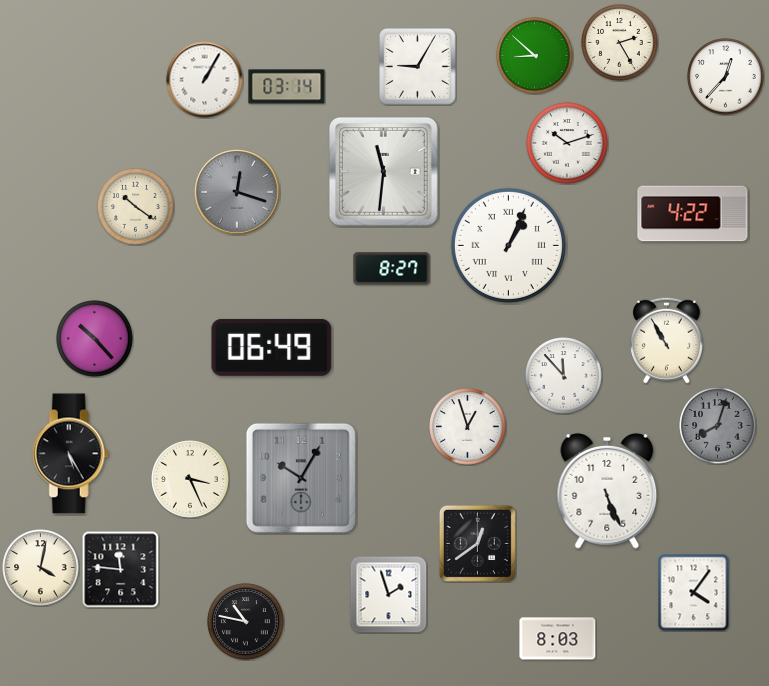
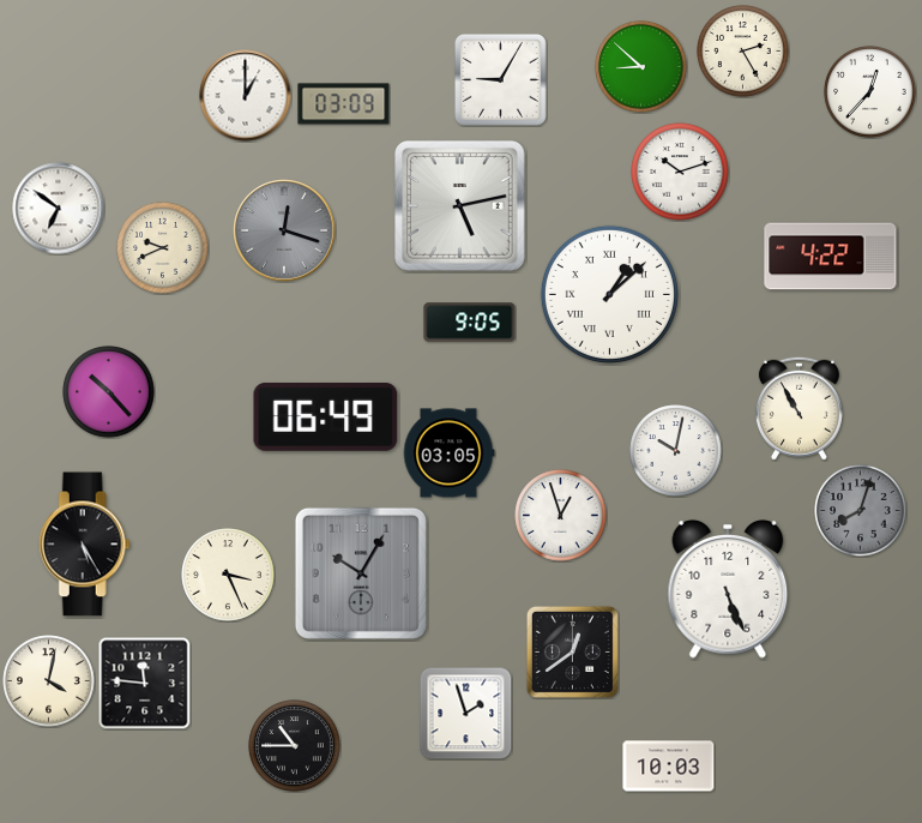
clock at (205, 80): 1:05 -> 1:00
clock at (287, 87): 03:14 -> 03:09
clock at (383, 171): 11:31 -> 5:13
clock at (59, 209): none -> 6:51
clock at (136, 207): 10:21 -> 9:41
clock at (508, 245): 1:04 -> 1:08
clock at (392, 269): 8:27 -> 9:05
clock at (95, 339) position: (95, 339) -> (109, 392)
clock at (564, 376): 11:53 -> 10:02
clock at (448, 453): none -> 03:05
clock at (468, 427) position: (468, 427) -> (561, 516)
clock at (694, 592): 4:06 -> none
clock at (246, 622): 10:47 -> 10:45
clock at (558, 639): 8:03 -> 10:03
